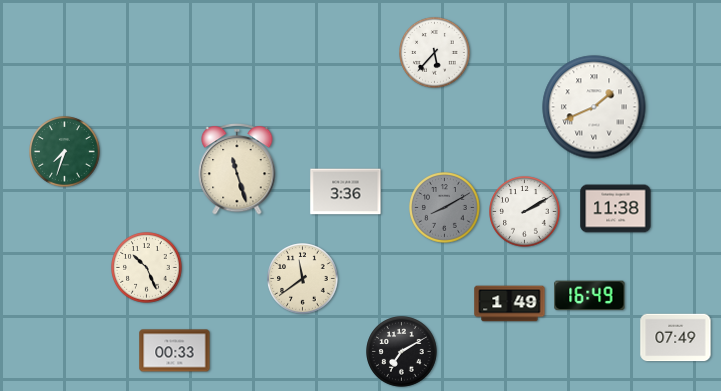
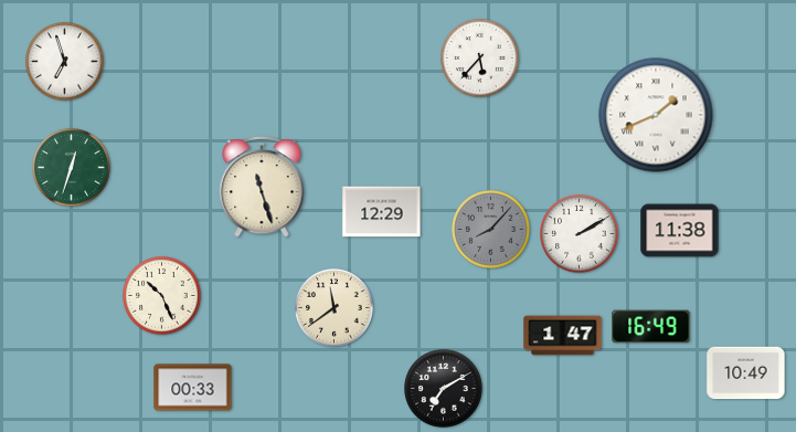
clock at (65, 62): none -> 6:57
clock at (594, 107) position: (594, 107) -> (656, 115)
clock at (65, 152): 7:33 -> 12:33
clock at (346, 192): 3:36 -> 12:29
clock at (445, 208): 8:10 -> 8:07
clock at (510, 304): 1:49 -> 1:47
clock at (676, 338): 07:49 -> 10:49
